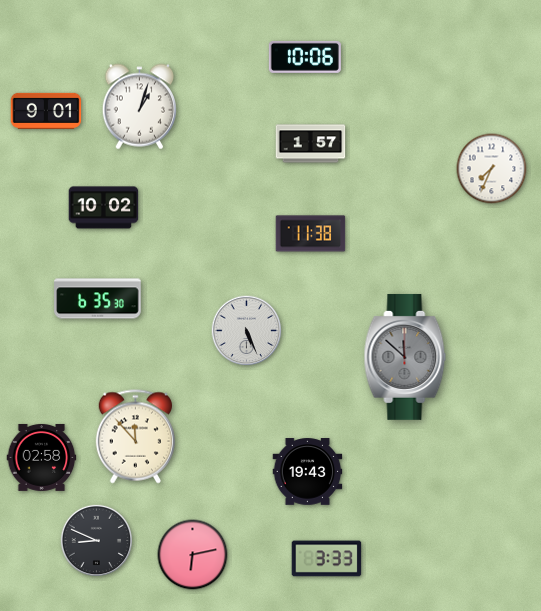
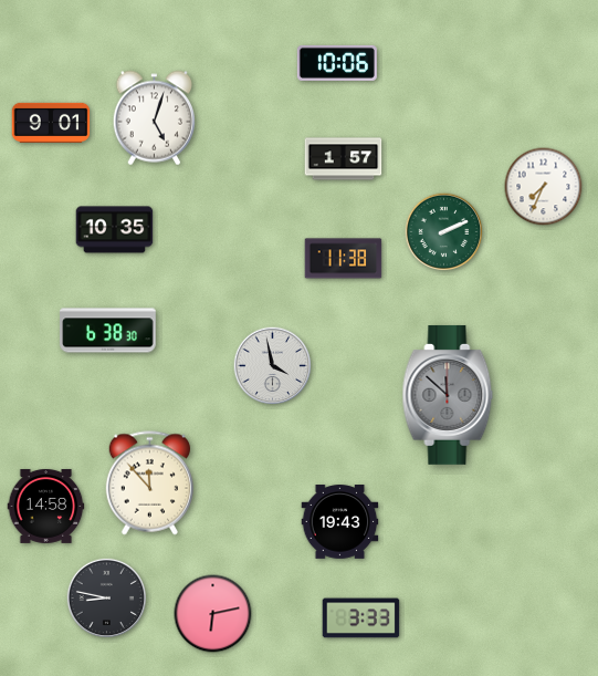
clock at (139, 107): 1:03 -> 5:03
clock at (104, 208): 10:02 -> 10:35
clock at (444, 232): none -> 2:11
clock at (98, 299): 6:35 -> 6:38
clock at (247, 331): 5:26 -> 3:58
clock at (42, 457): 02:58 -> 14:58
clock at (96, 540): 8:49 -> 8:47
